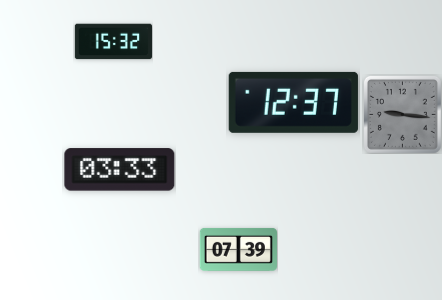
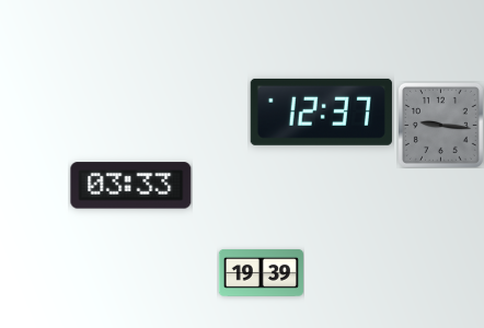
clock at (113, 42): 15:32 -> none
clock at (238, 249): 07:39 -> 19:39
